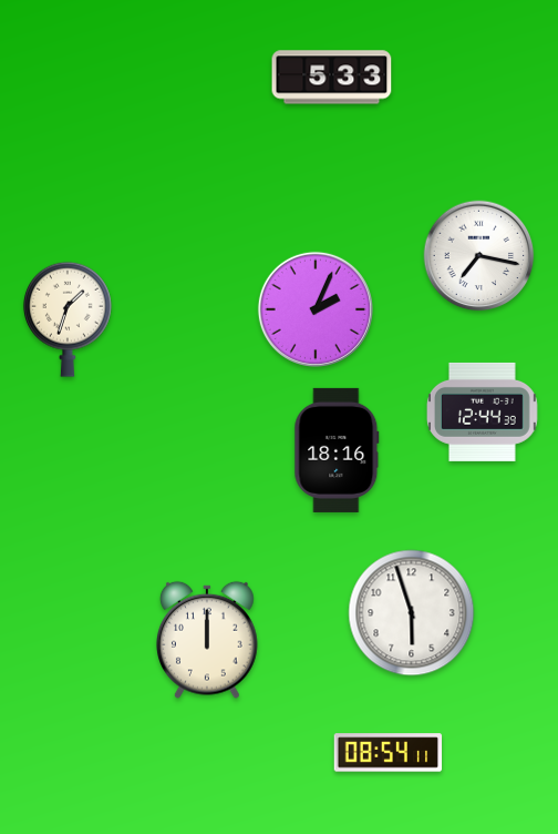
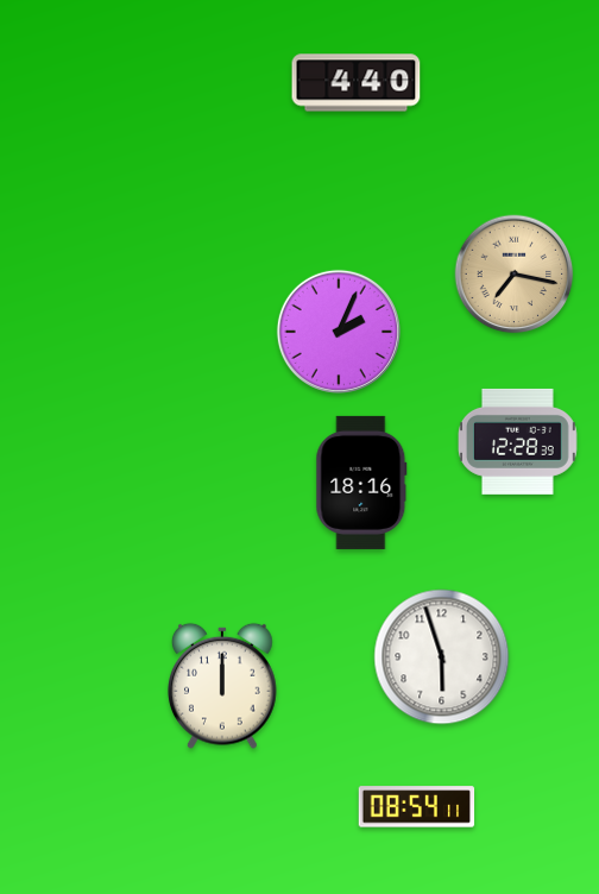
clock at (332, 78): 5:33 -> 4:40
clock at (479, 256) dial: white -> champagne
clock at (68, 319): 1:33 -> none
clock at (482, 411): 12:44 -> 12:28
